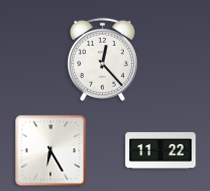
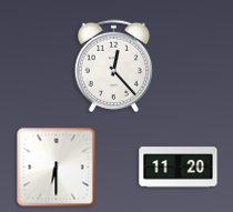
clock at (51, 151): 6:25 -> 6:30
clock at (161, 151): 11:22 -> 11:20
